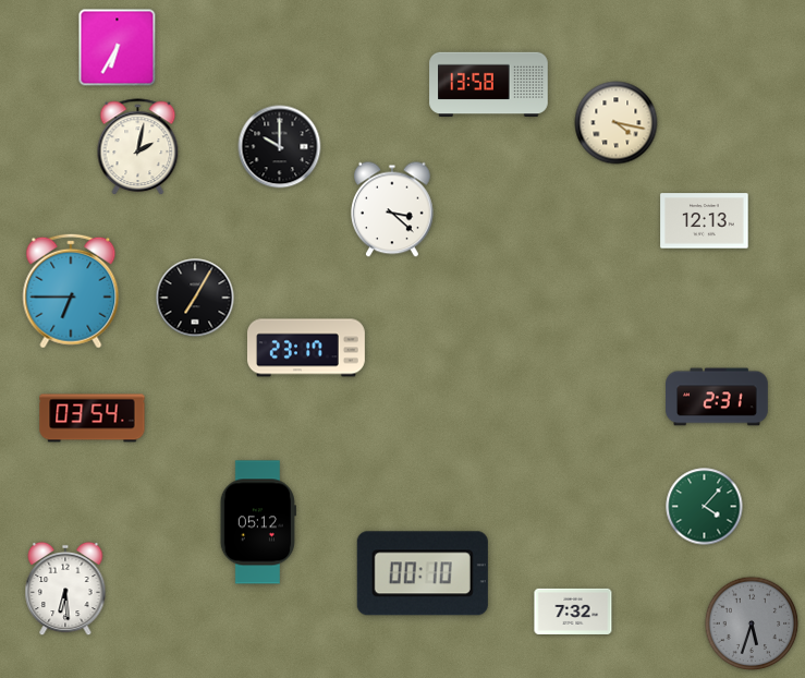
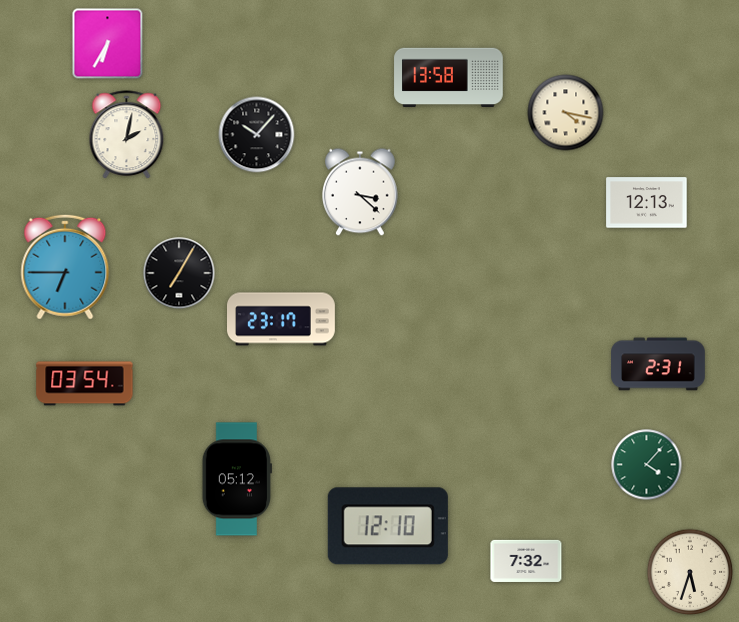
clock at (280, 147): 10:00 -> 10:07
clock at (423, 573): 00:10 -> 12:10
clock at (65, 589): 6:29 -> none
clock at (752, 623) dial: grey -> cream
